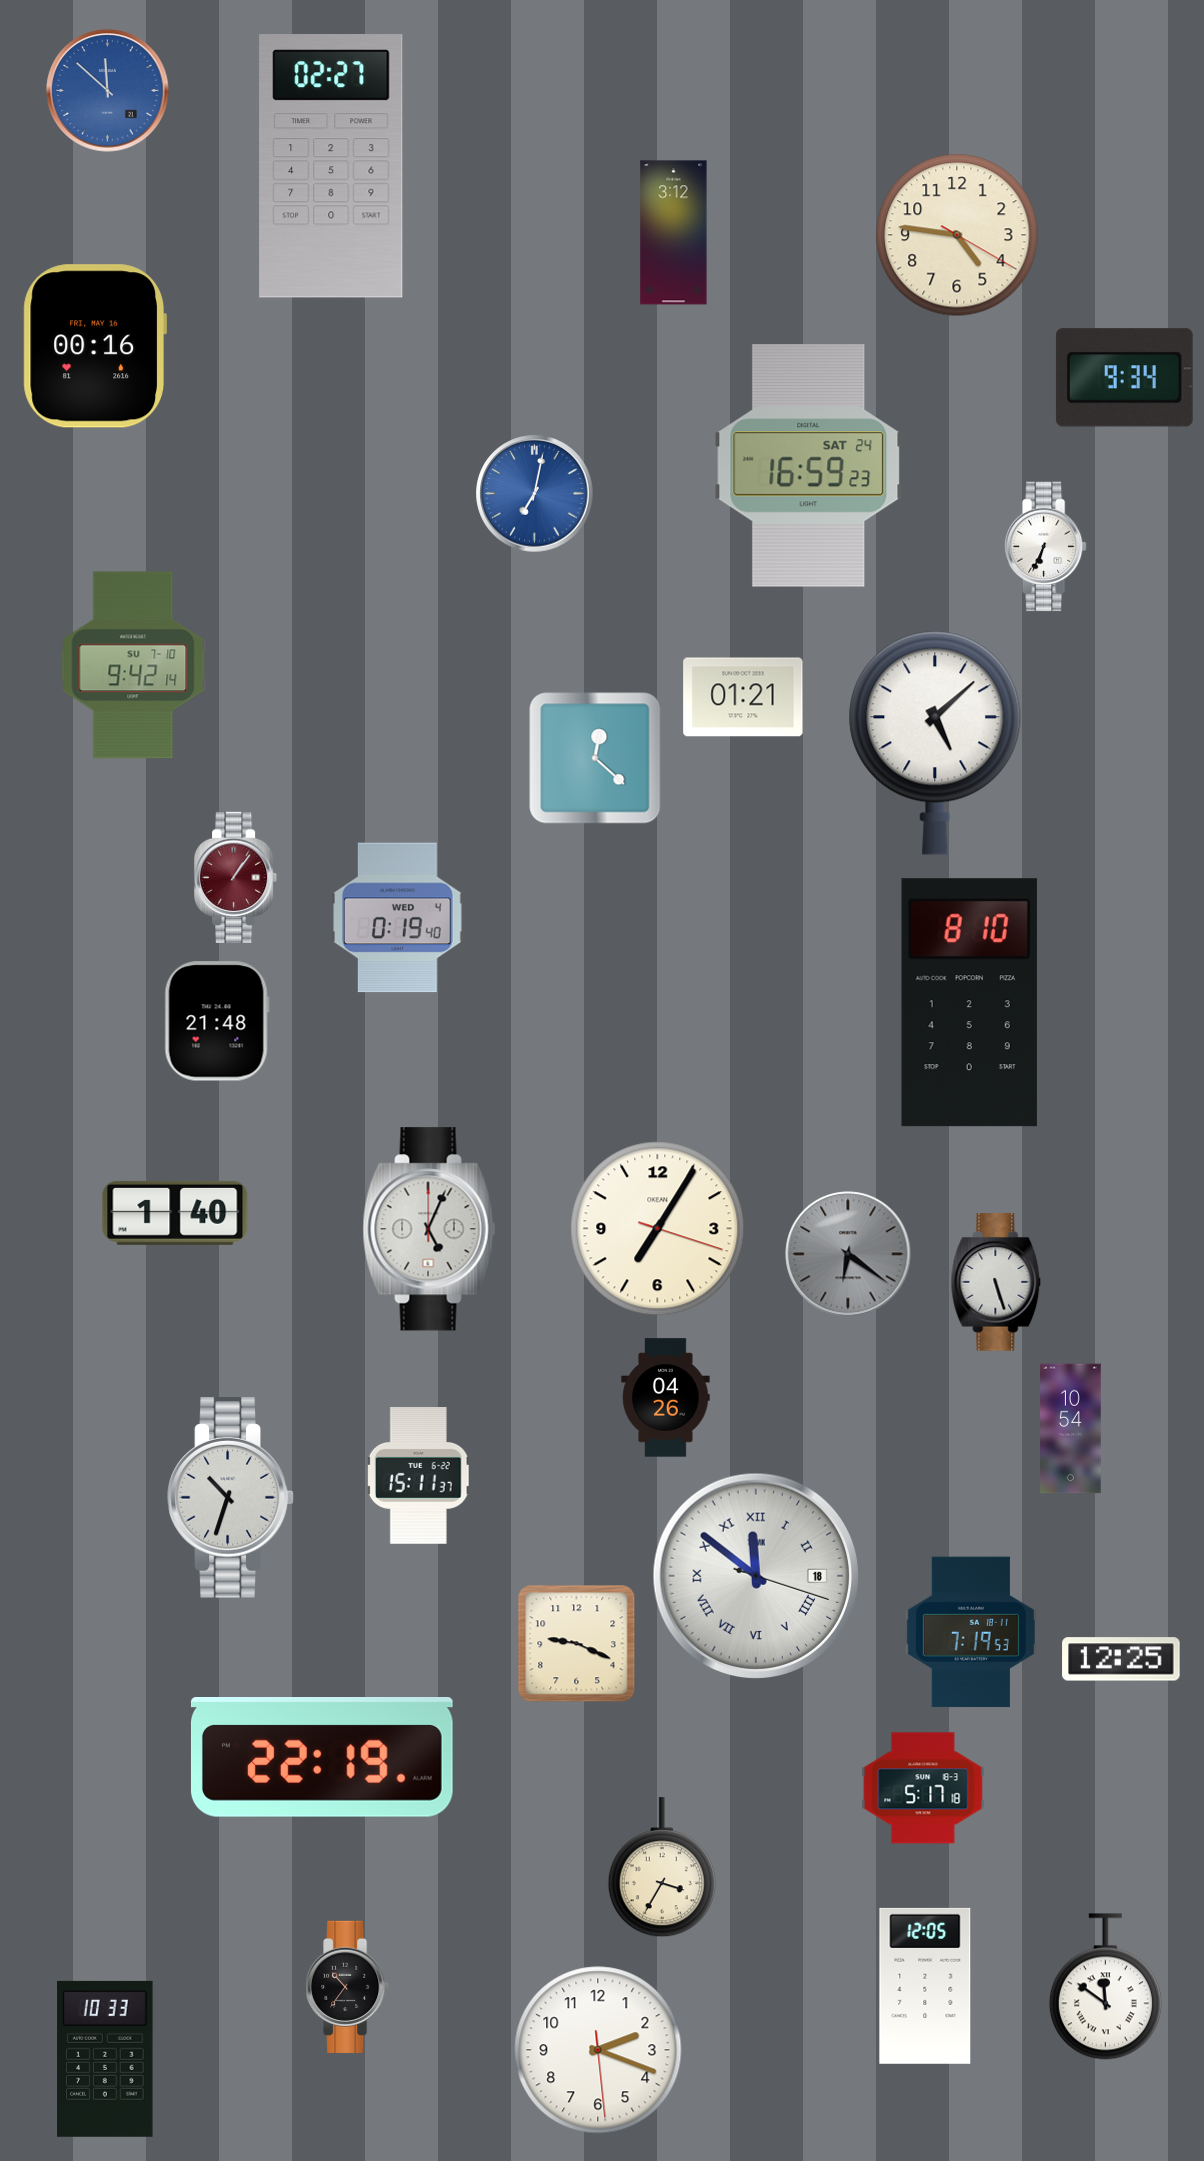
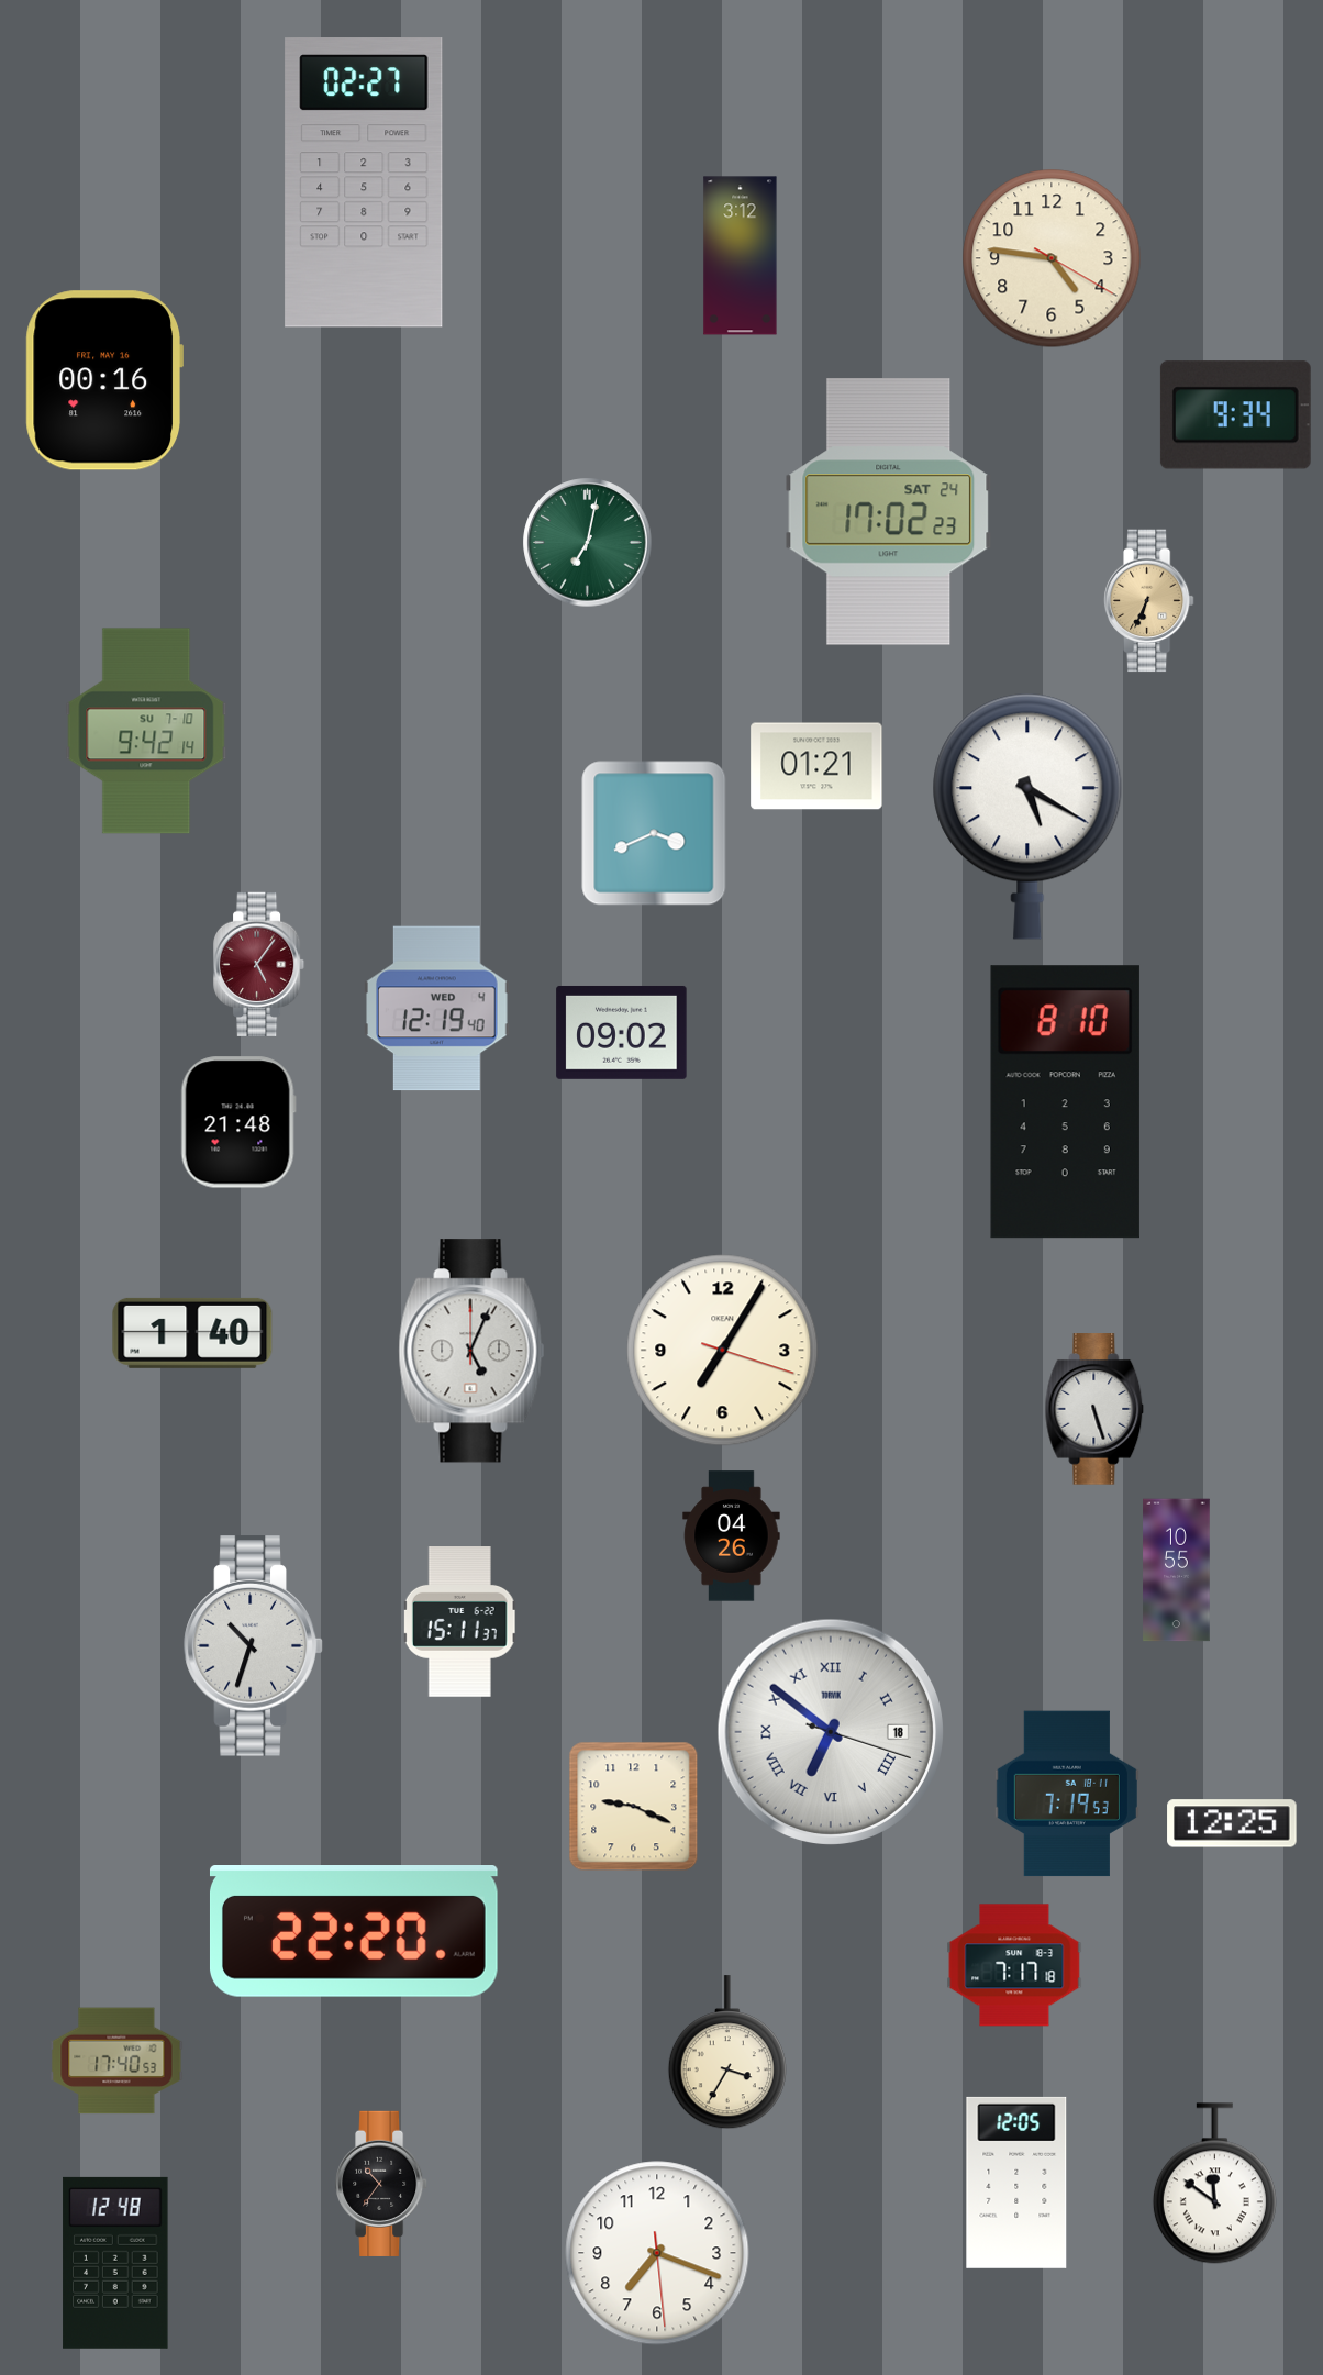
clock at (108, 91): 11:52 -> none
clock at (809, 466): 16:59 -> 17:02
clock at (535, 494) dial: blue -> green
clock at (1045, 547) dial: white -> champagne
clock at (935, 743): 5:08 -> 5:20
clock at (595, 758): 12:22 -> 3:41
clock at (237, 877): 1:06 -> 5:06
clock at (398, 918): 0:19 -> 12:19
clock at (622, 1032): none -> 09:02
clock at (848, 1254): 6:21 -> none
clock at (1071, 1429): 10:54 -> 10:55
clock at (755, 1575): 11:51 -> 6:51
clock at (322, 1758): 22:19 -> 22:20
clock at (923, 1788): 5:17 -> 7:17
clock at (116, 2061): none -> 17:40
clock at (598, 2050): 2:18 -> 7:18
clock at (105, 2059): 10:33 -> 12:48
